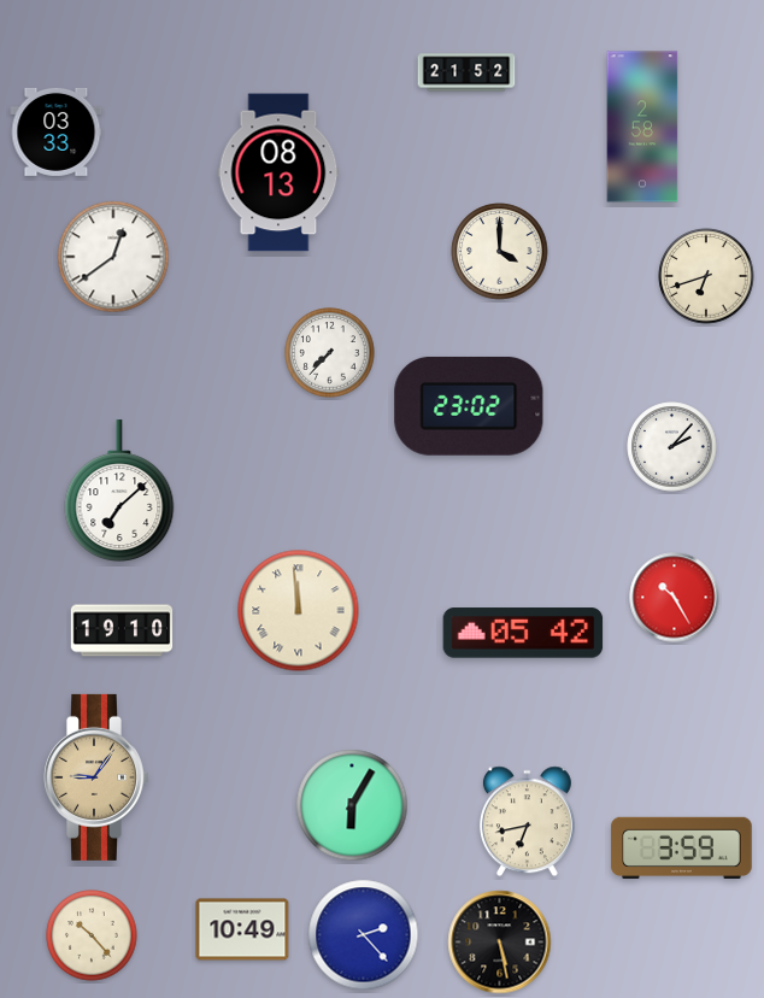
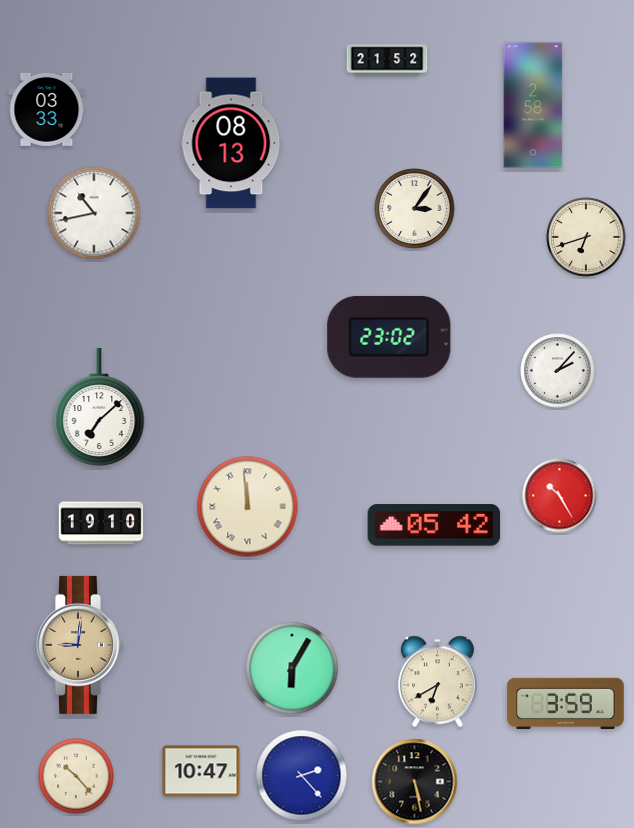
clock at (500, 252): 4:00 -> 3:06
clock at (113, 257): 12:39 -> 10:43
clock at (706, 276) position: (706, 276) -> (586, 237)
clock at (330, 353): 7:37 -> none
clock at (98, 777): 9:06 -> 9:01
clock at (527, 822): 6:43 -> 6:40
clock at (242, 929): 10:49 -> 10:47
